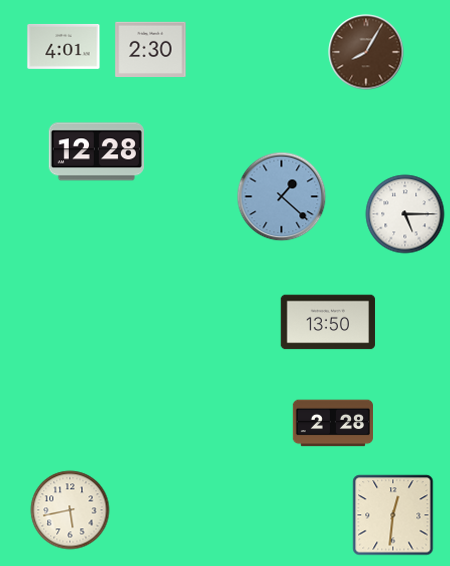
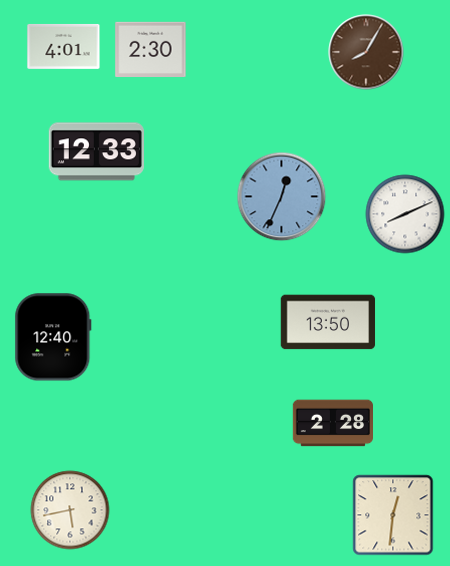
clock at (96, 152): 12:28 -> 12:33
clock at (282, 197): 1:22 -> 12:34
clock at (405, 214): 5:15 -> 8:11
clock at (53, 337): none -> 12:40
